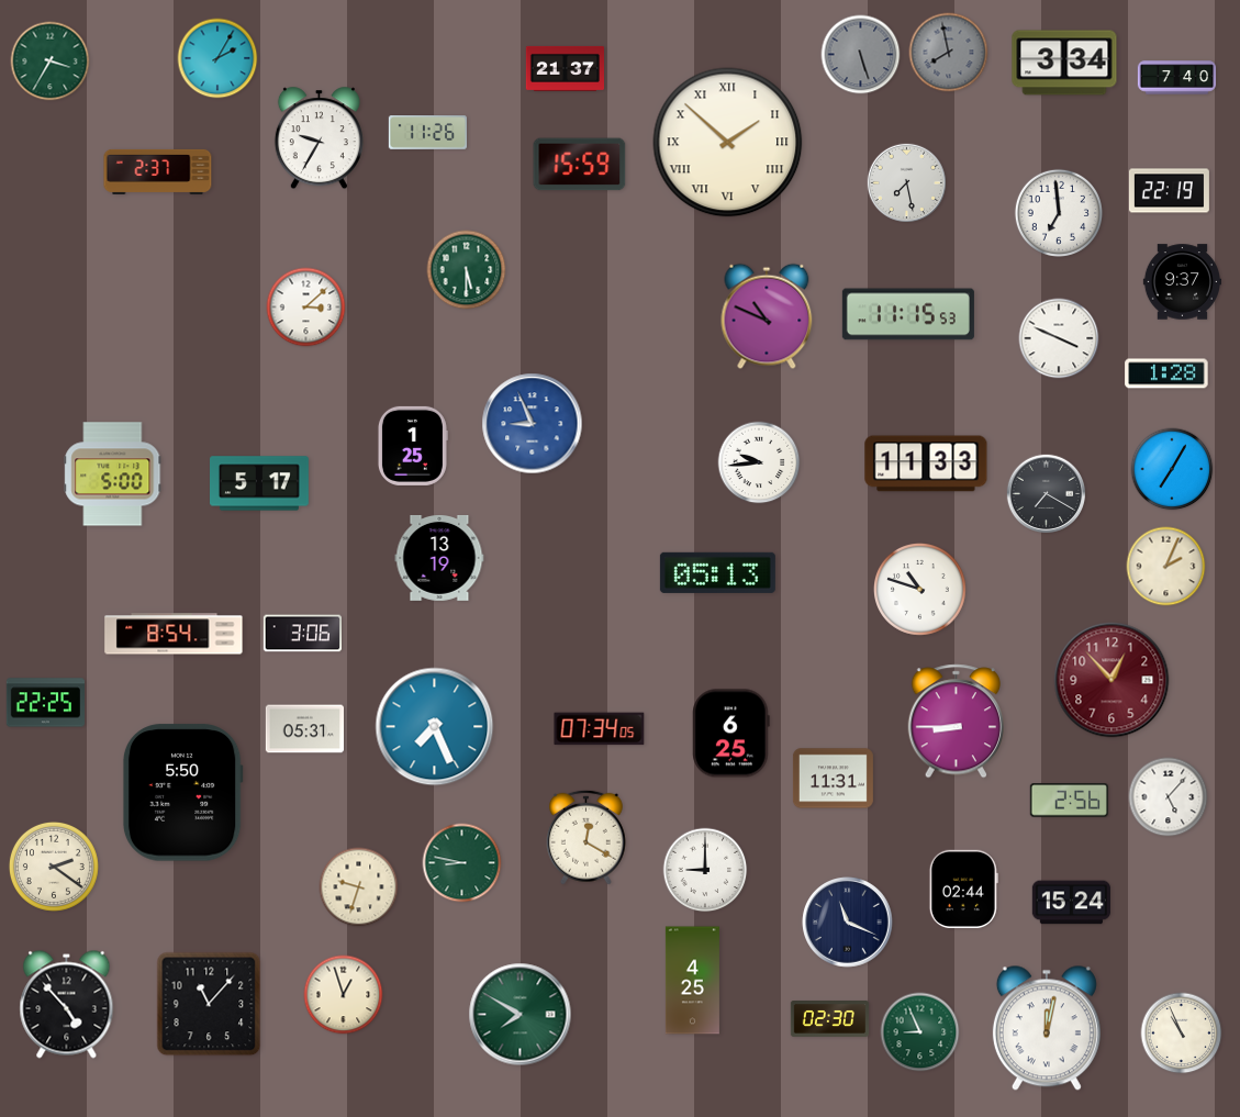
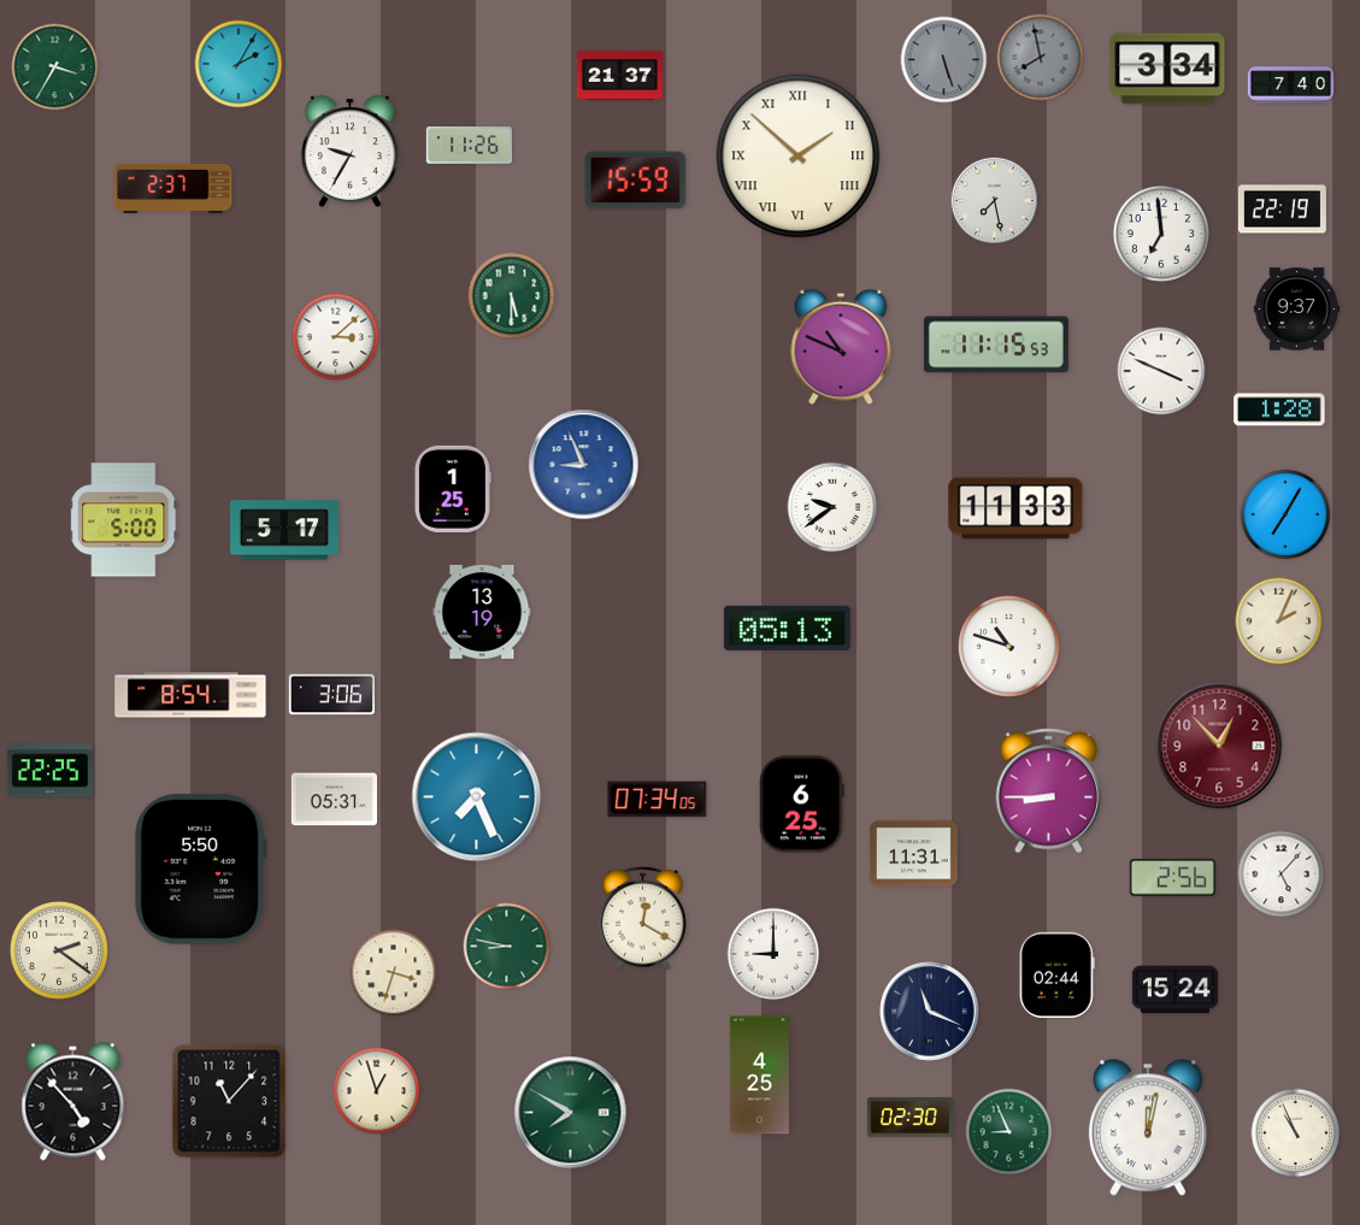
clock at (759, 462): 9:44 -> 9:39
clock at (1046, 493): 7:20 -> none
clock at (359, 887): 9:33 -> 3:33
